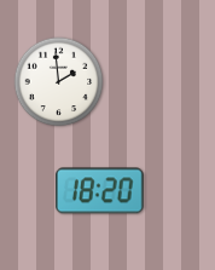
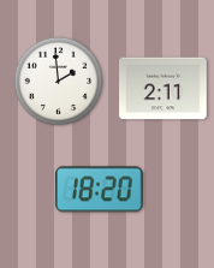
clock at (164, 89): none -> 2:11
